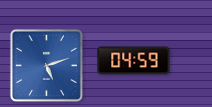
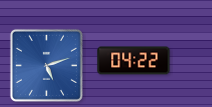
clock at (134, 61): 04:59 -> 04:22
